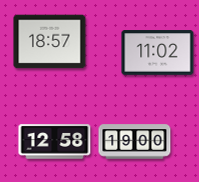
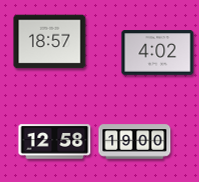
clock at (158, 53): 11:02 -> 4:02
